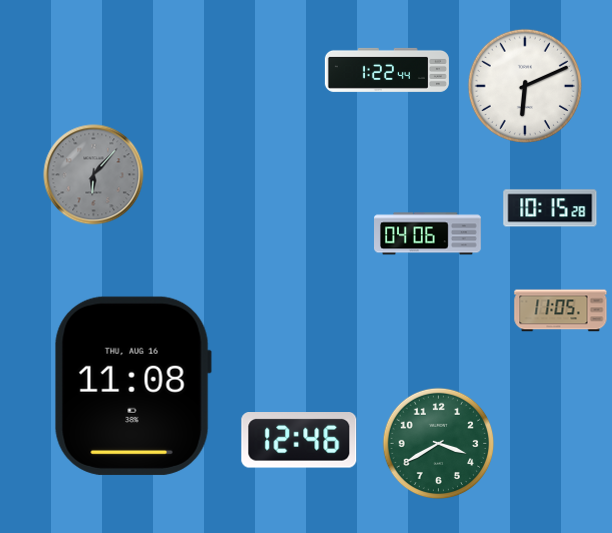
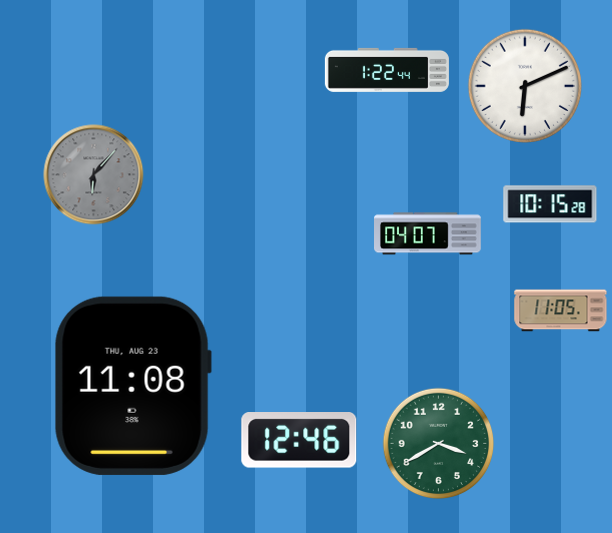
clock at (550, 208) position: (550, 208) -> (550, 204)
clock at (428, 234): 04:06 -> 04:07
clock at (133, 386) date: THU, AUG 16 -> THU, AUG 23
